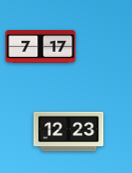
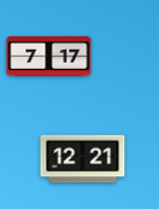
clock at (69, 132): 12:23 -> 12:21
